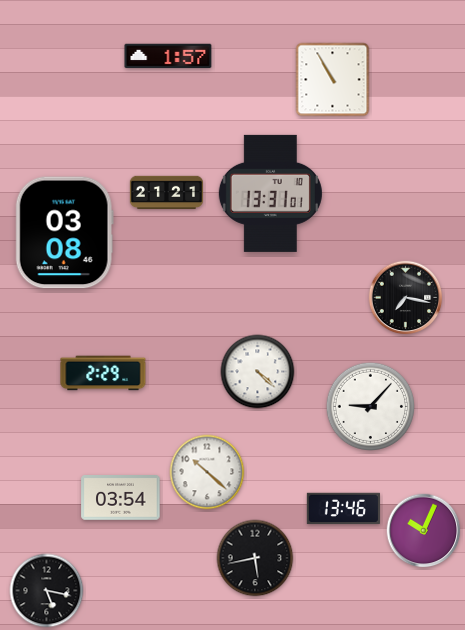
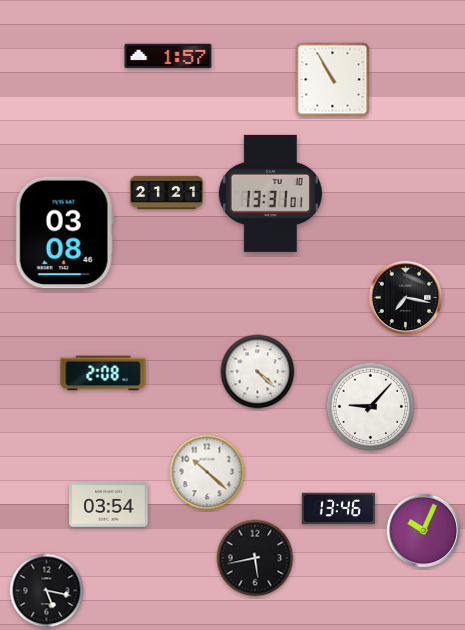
clock at (103, 373): 2:29 -> 2:08
clock at (121, 498) position: (121, 498) -> (109, 505)
clock at (343, 509) position: (343, 509) -> (338, 509)
